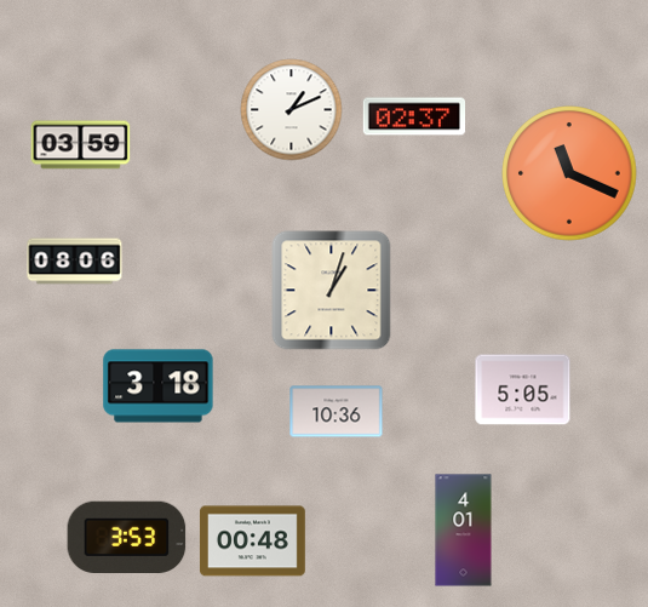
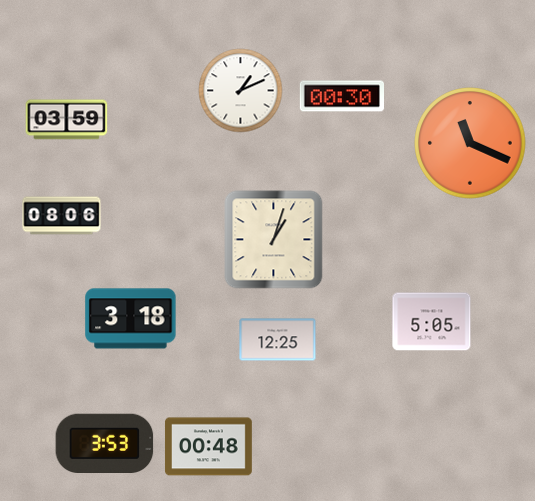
clock at (413, 116): 02:37 -> 00:30
clock at (337, 412): 10:36 -> 12:25
clock at (464, 531): 4:01 -> none
